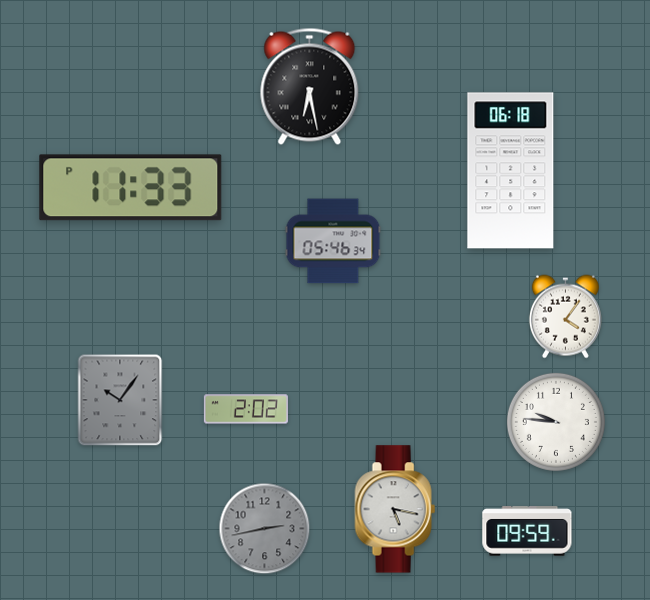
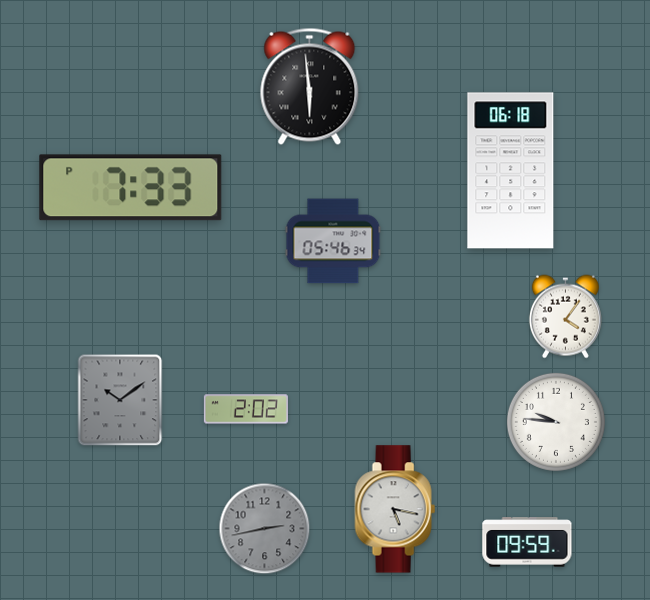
clock at (310, 86): 6:28 -> 5:59
clock at (131, 188): 11:33 -> 7:33
clock at (120, 400): 10:06 -> 10:09
clock at (527, 531) position: (527, 531) -> (527, 542)
